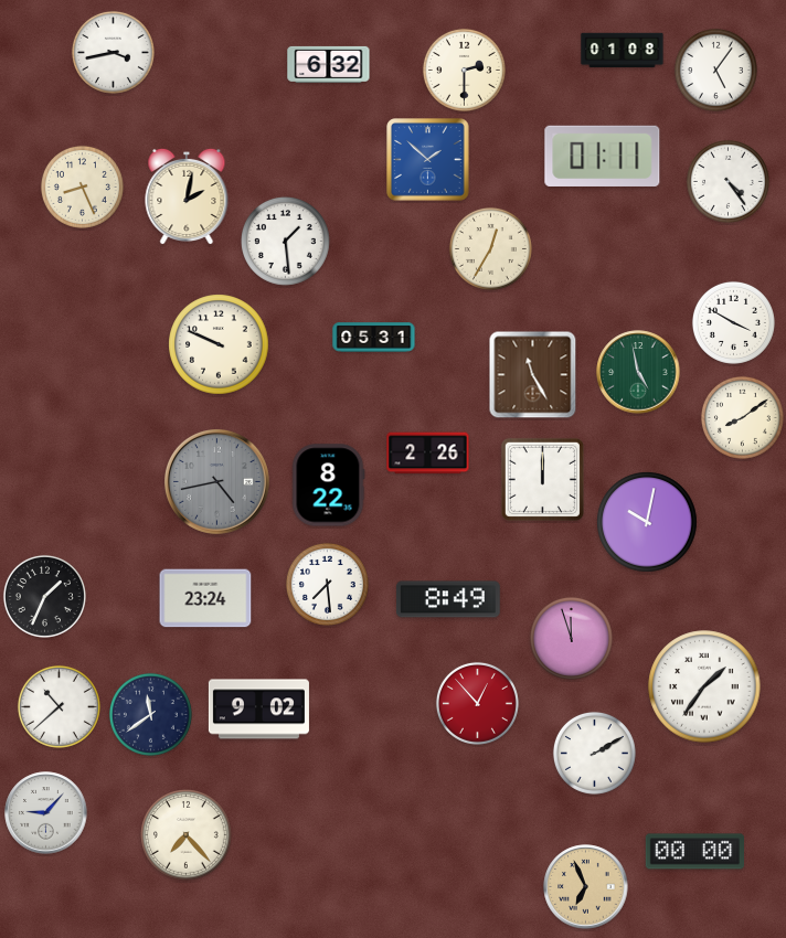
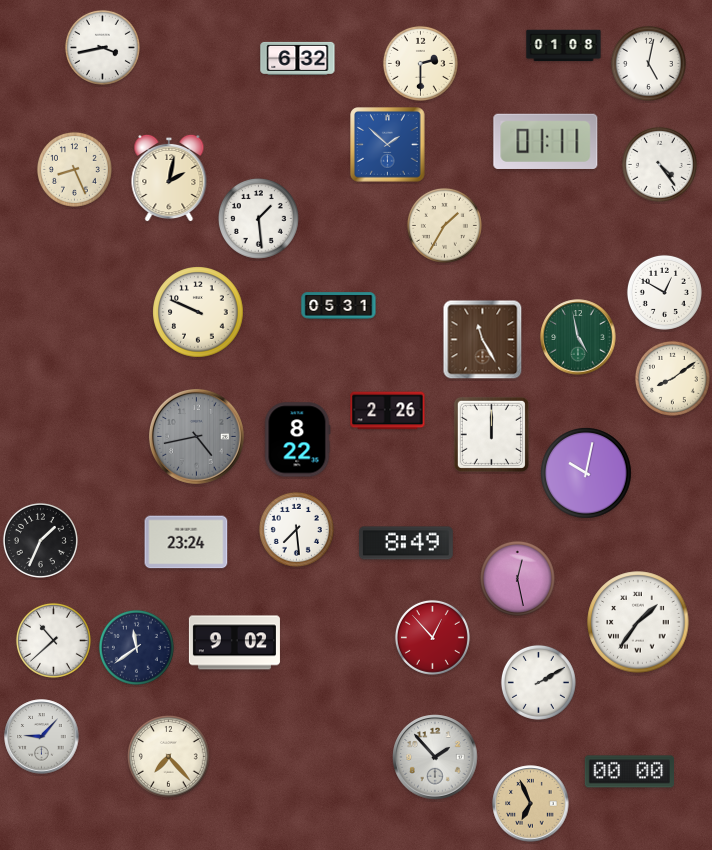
clock at (715, 70): 5:06 -> 5:02
clock at (490, 248): 12:35 -> 1:35
clock at (733, 322): 3:50 -> 12:50
clock at (571, 638): 11:57 -> 12:28
clock at (435, 757): none -> 1:53
